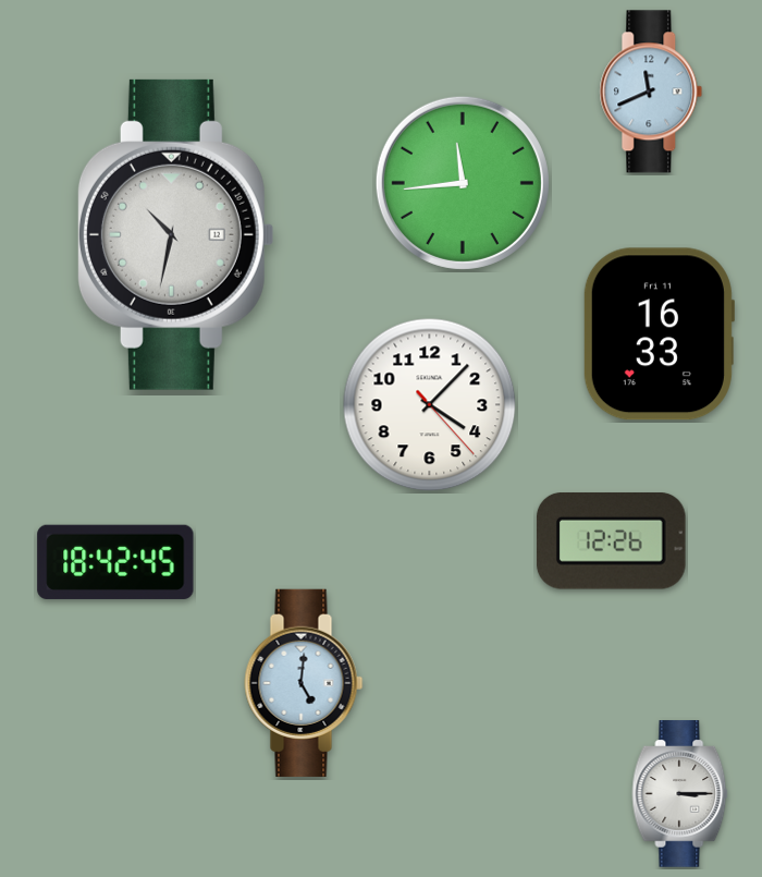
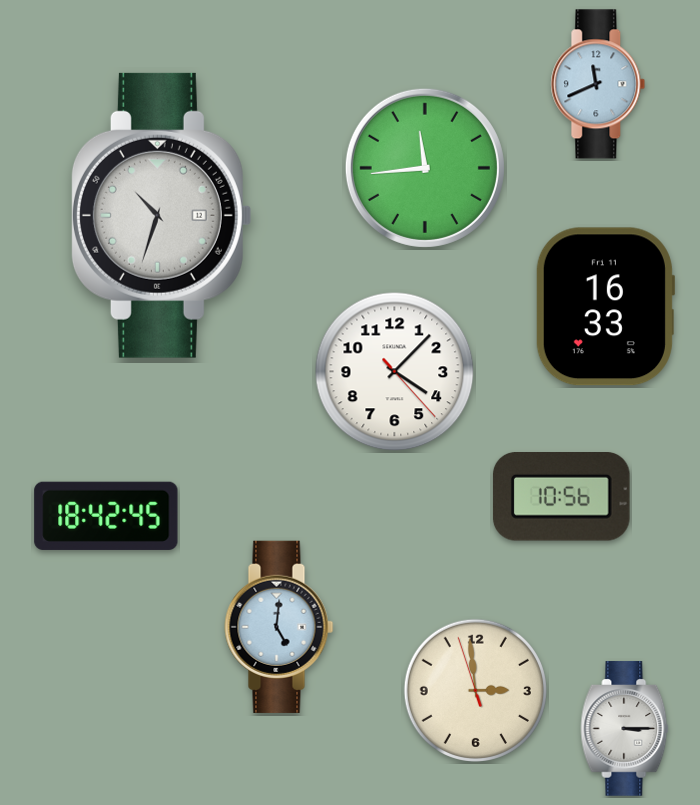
clock at (175, 234): 10:32 -> 10:33
clock at (611, 541): 12:26 -> 10:56
clock at (475, 690): none -> 2:58
